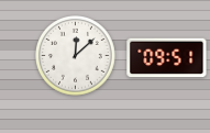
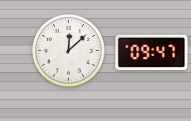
clock at (167, 58): 09:51 -> 09:47
